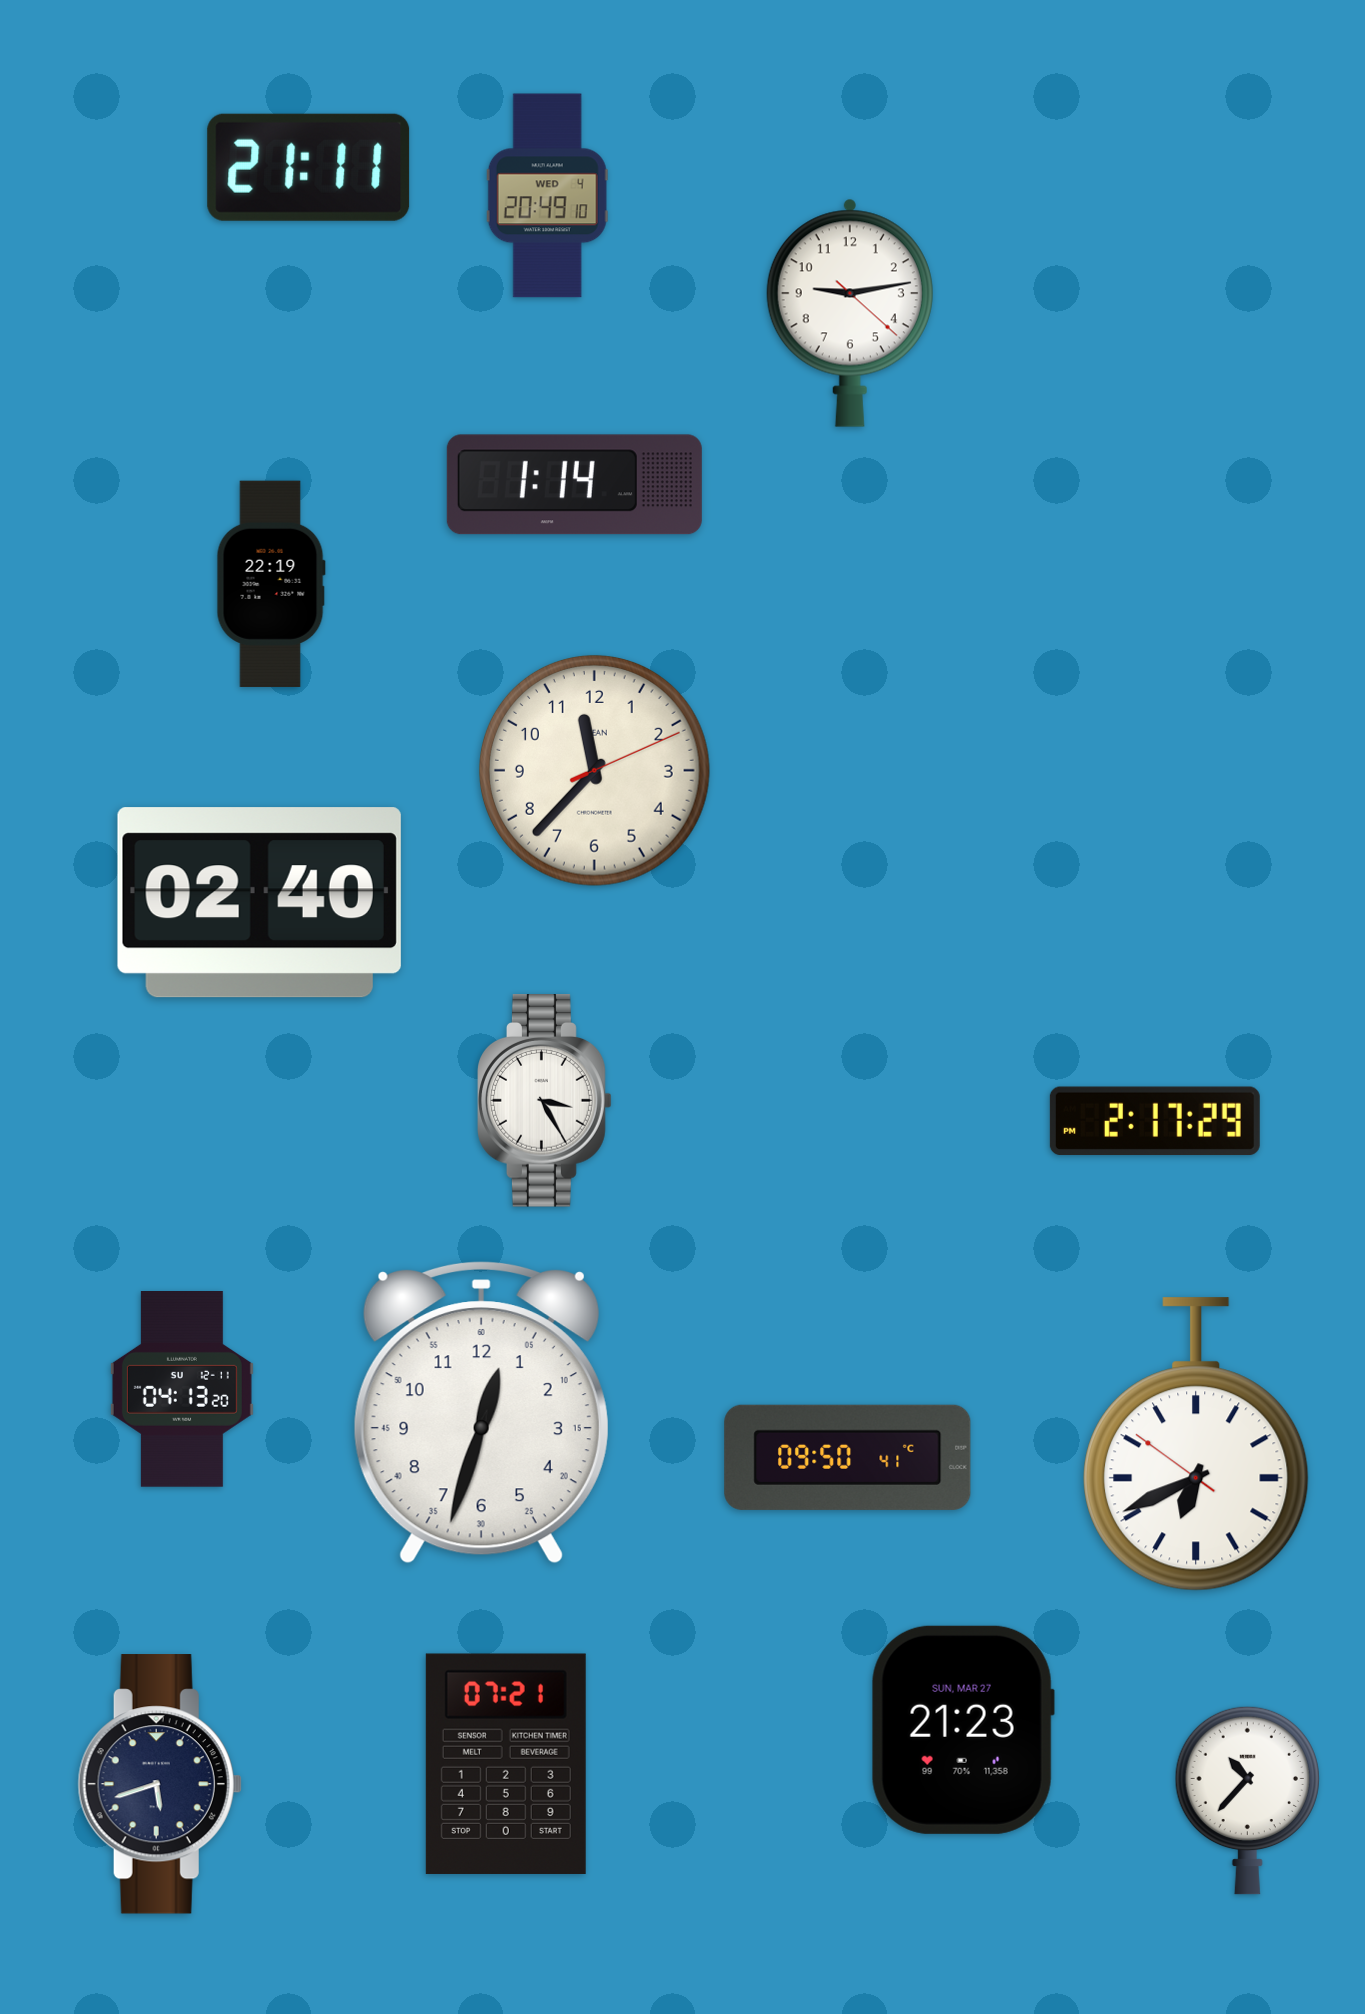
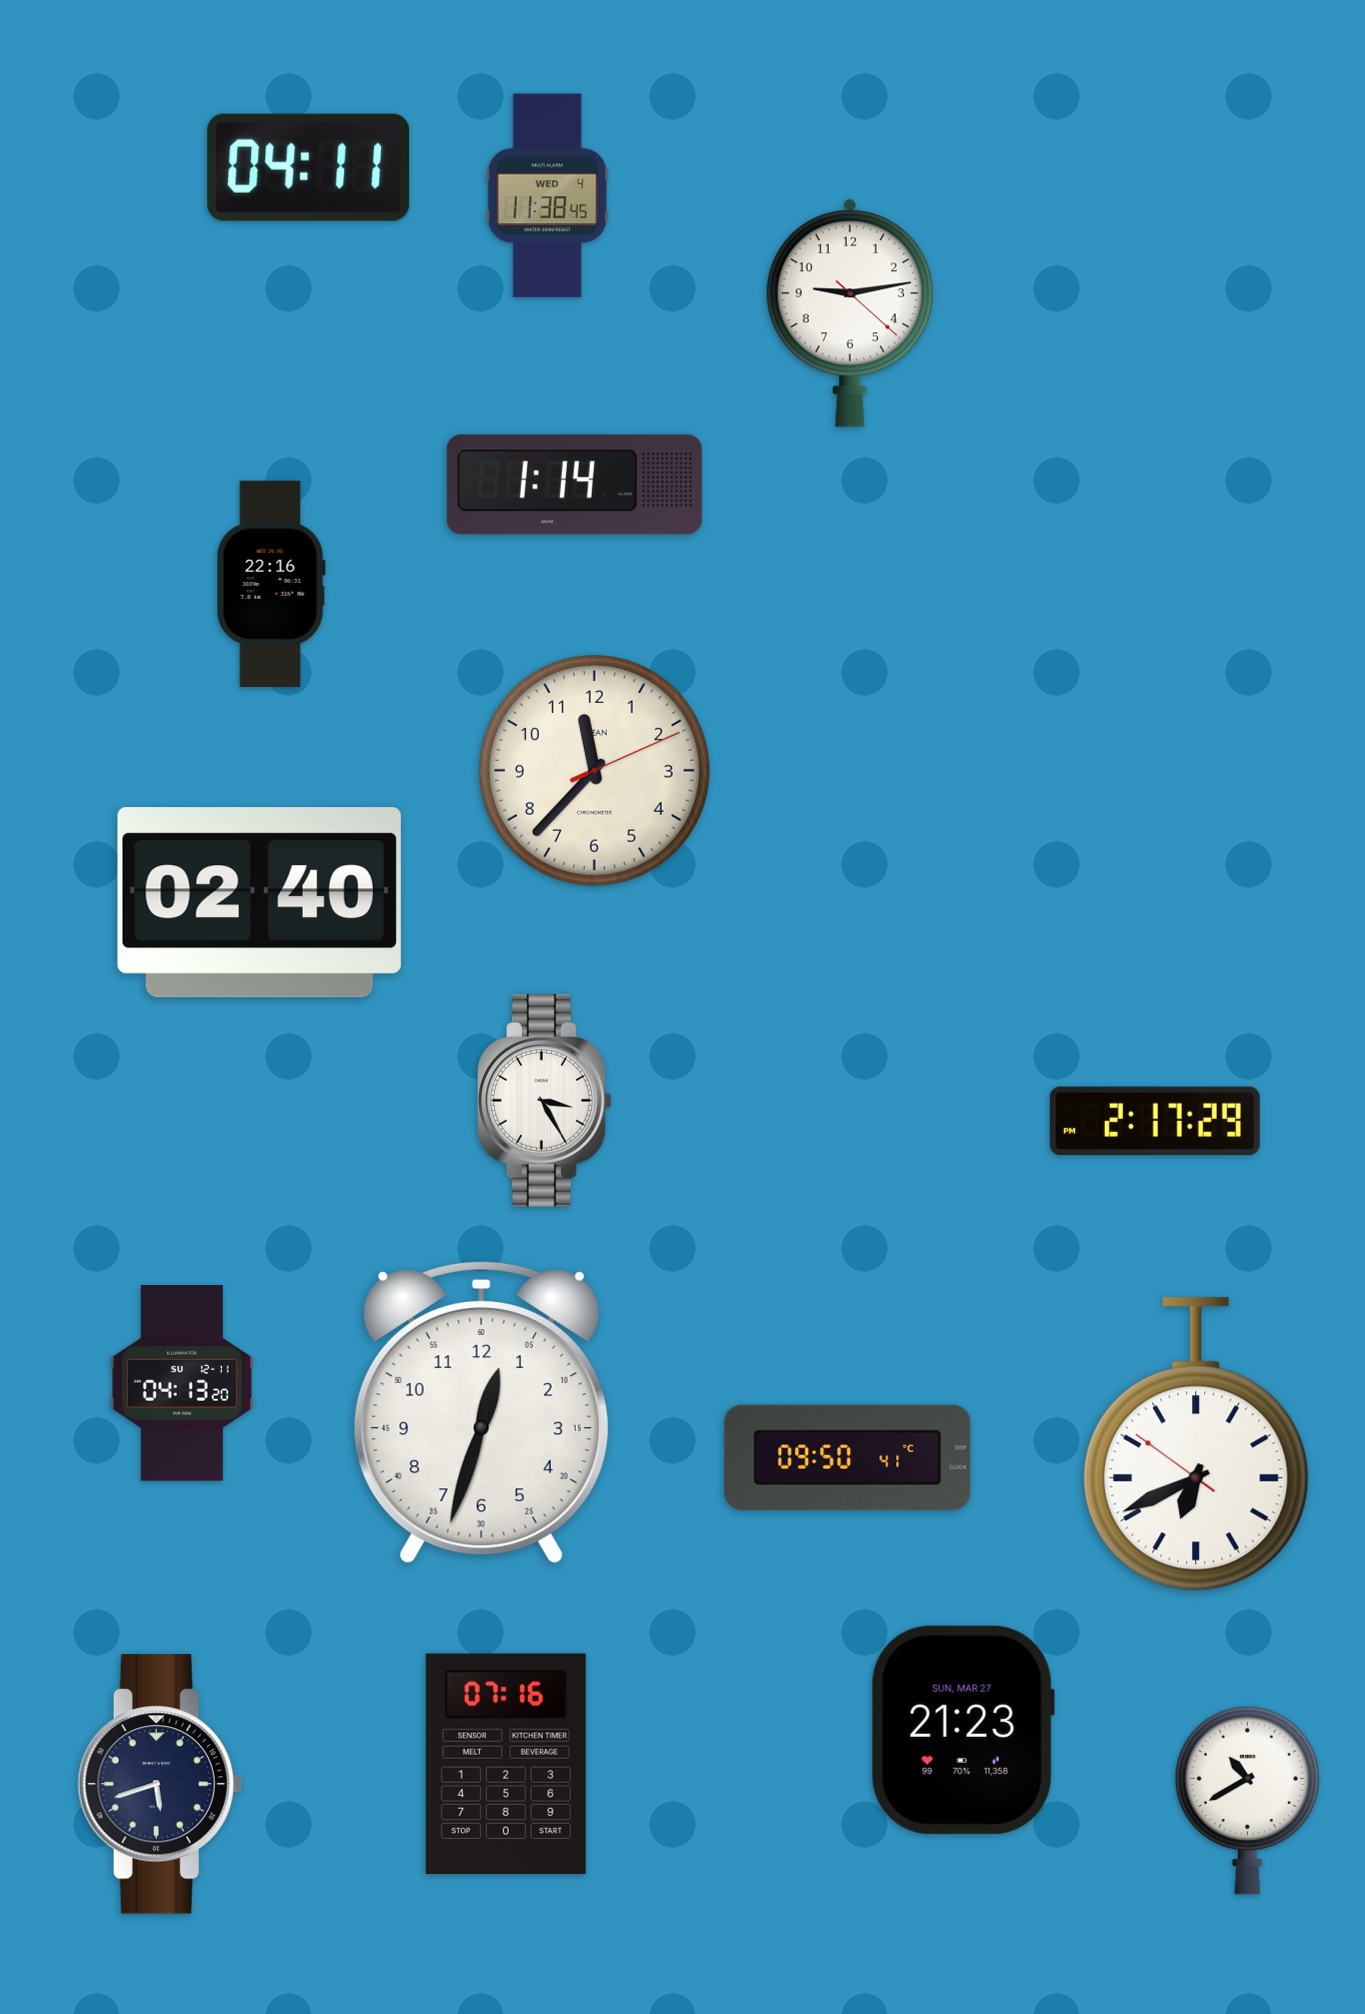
clock at (309, 167): 21:11 -> 04:11
clock at (547, 196): 20:49 -> 11:38
clock at (271, 584): 22:19 -> 22:16
clock at (182, 1390) position: (182, 1390) -> (182, 1384)
clock at (506, 1764): 07:21 -> 07:16
clock at (1247, 1800): 10:37 -> 10:40
